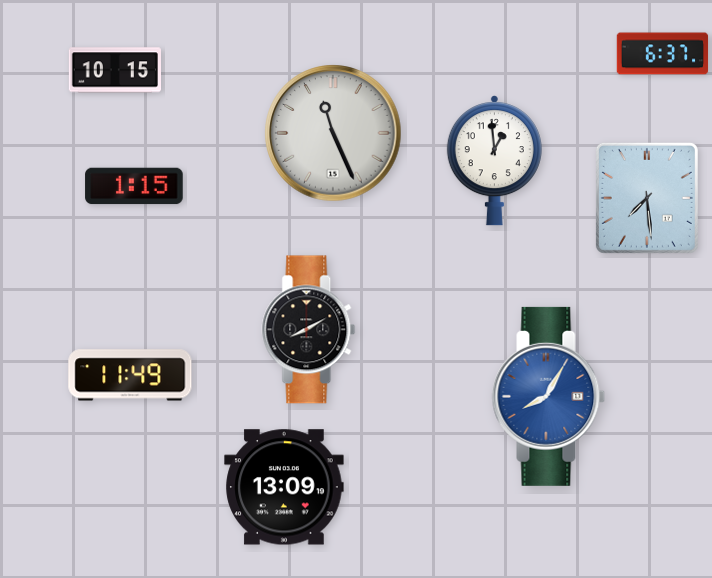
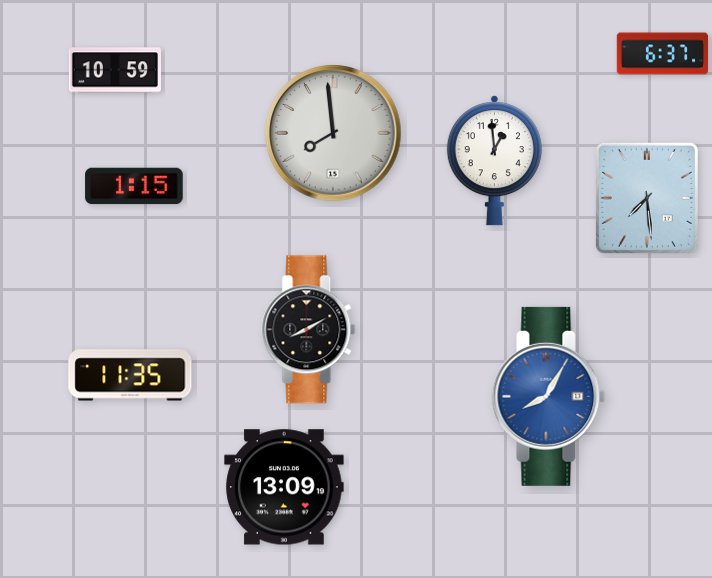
clock at (114, 70): 10:15 -> 10:59
clock at (333, 133): 11:26 -> 7:59
clock at (130, 375): 11:49 -> 11:35
